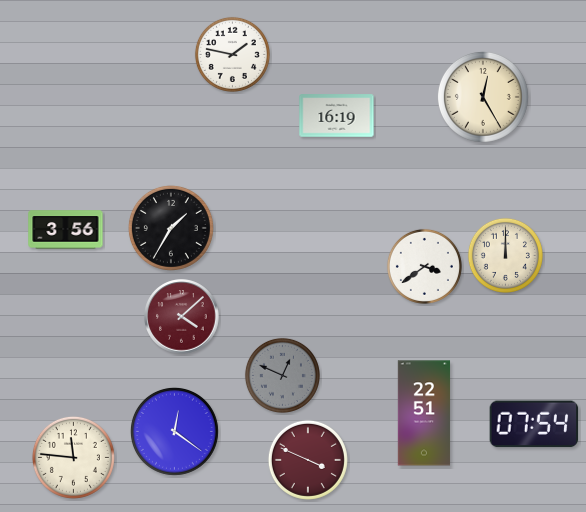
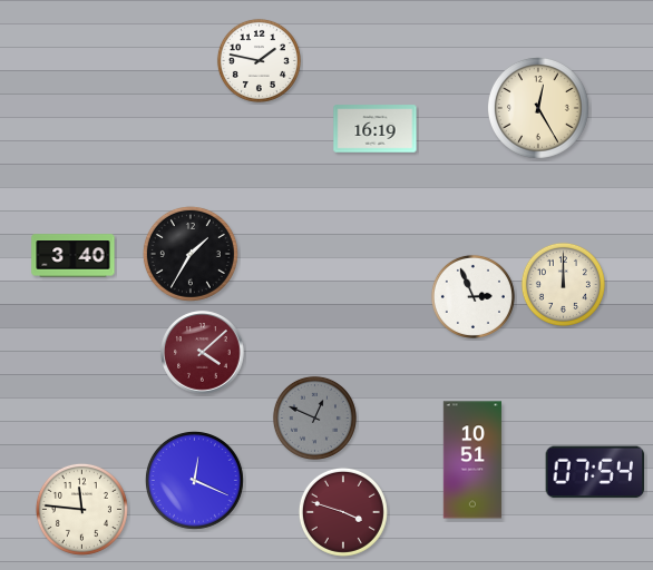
clock at (66, 230): 3:56 -> 3:40
clock at (424, 266): 3:39 -> 2:56
clock at (424, 413): 22:51 -> 10:51
clock at (174, 431): 12:21 -> 12:19
clock at (308, 460): 3:49 -> 3:48
